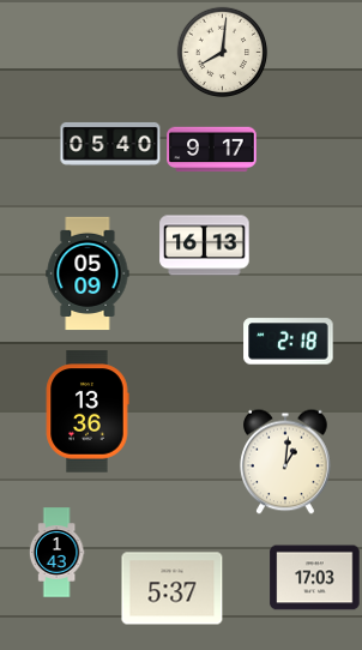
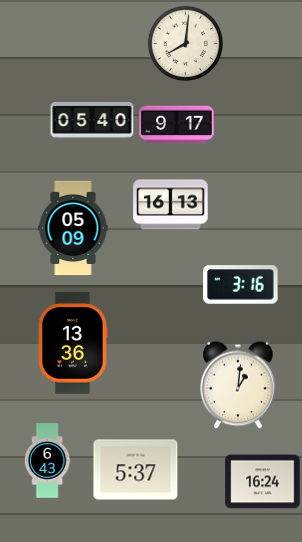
clock at (289, 342): 2:18 -> 3:16
clock at (56, 553): 1:43 -> 6:43
clock at (315, 578): 17:03 -> 16:24
clock at (173, 589) position: (173, 589) -> (136, 470)
